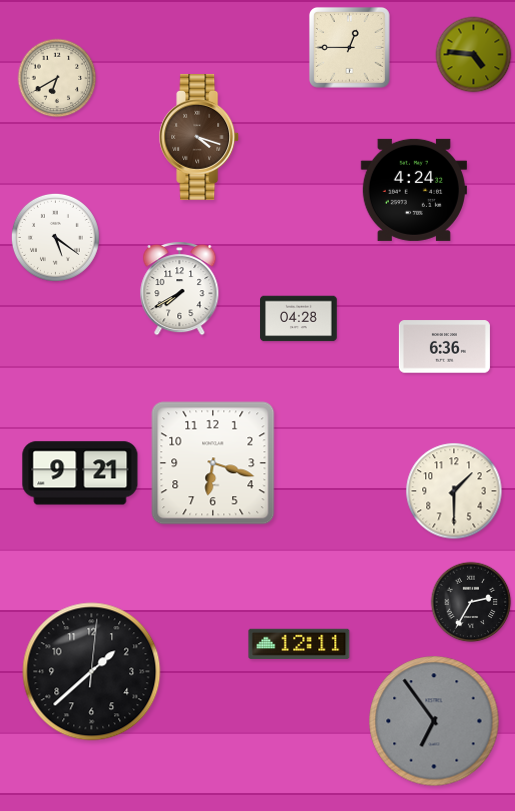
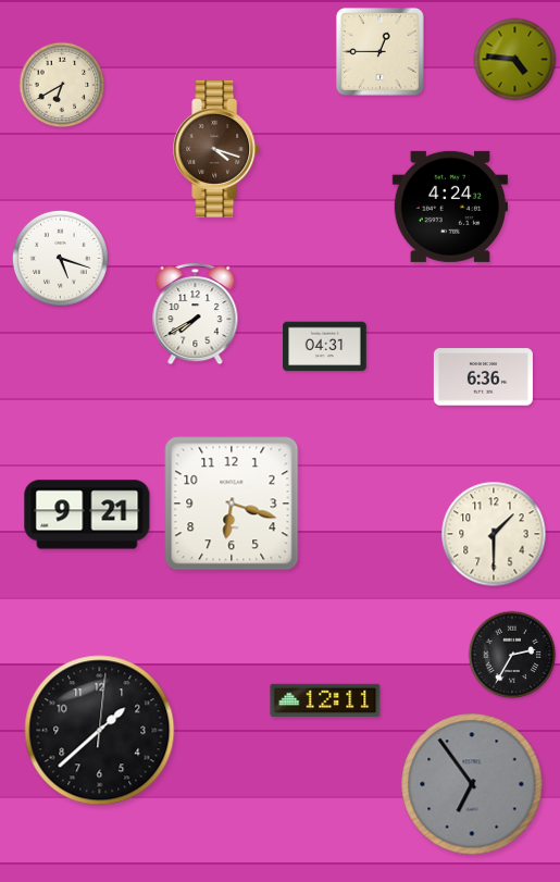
clock at (55, 237): 5:21 -> 5:18
clock at (299, 319): 04:28 -> 04:31
